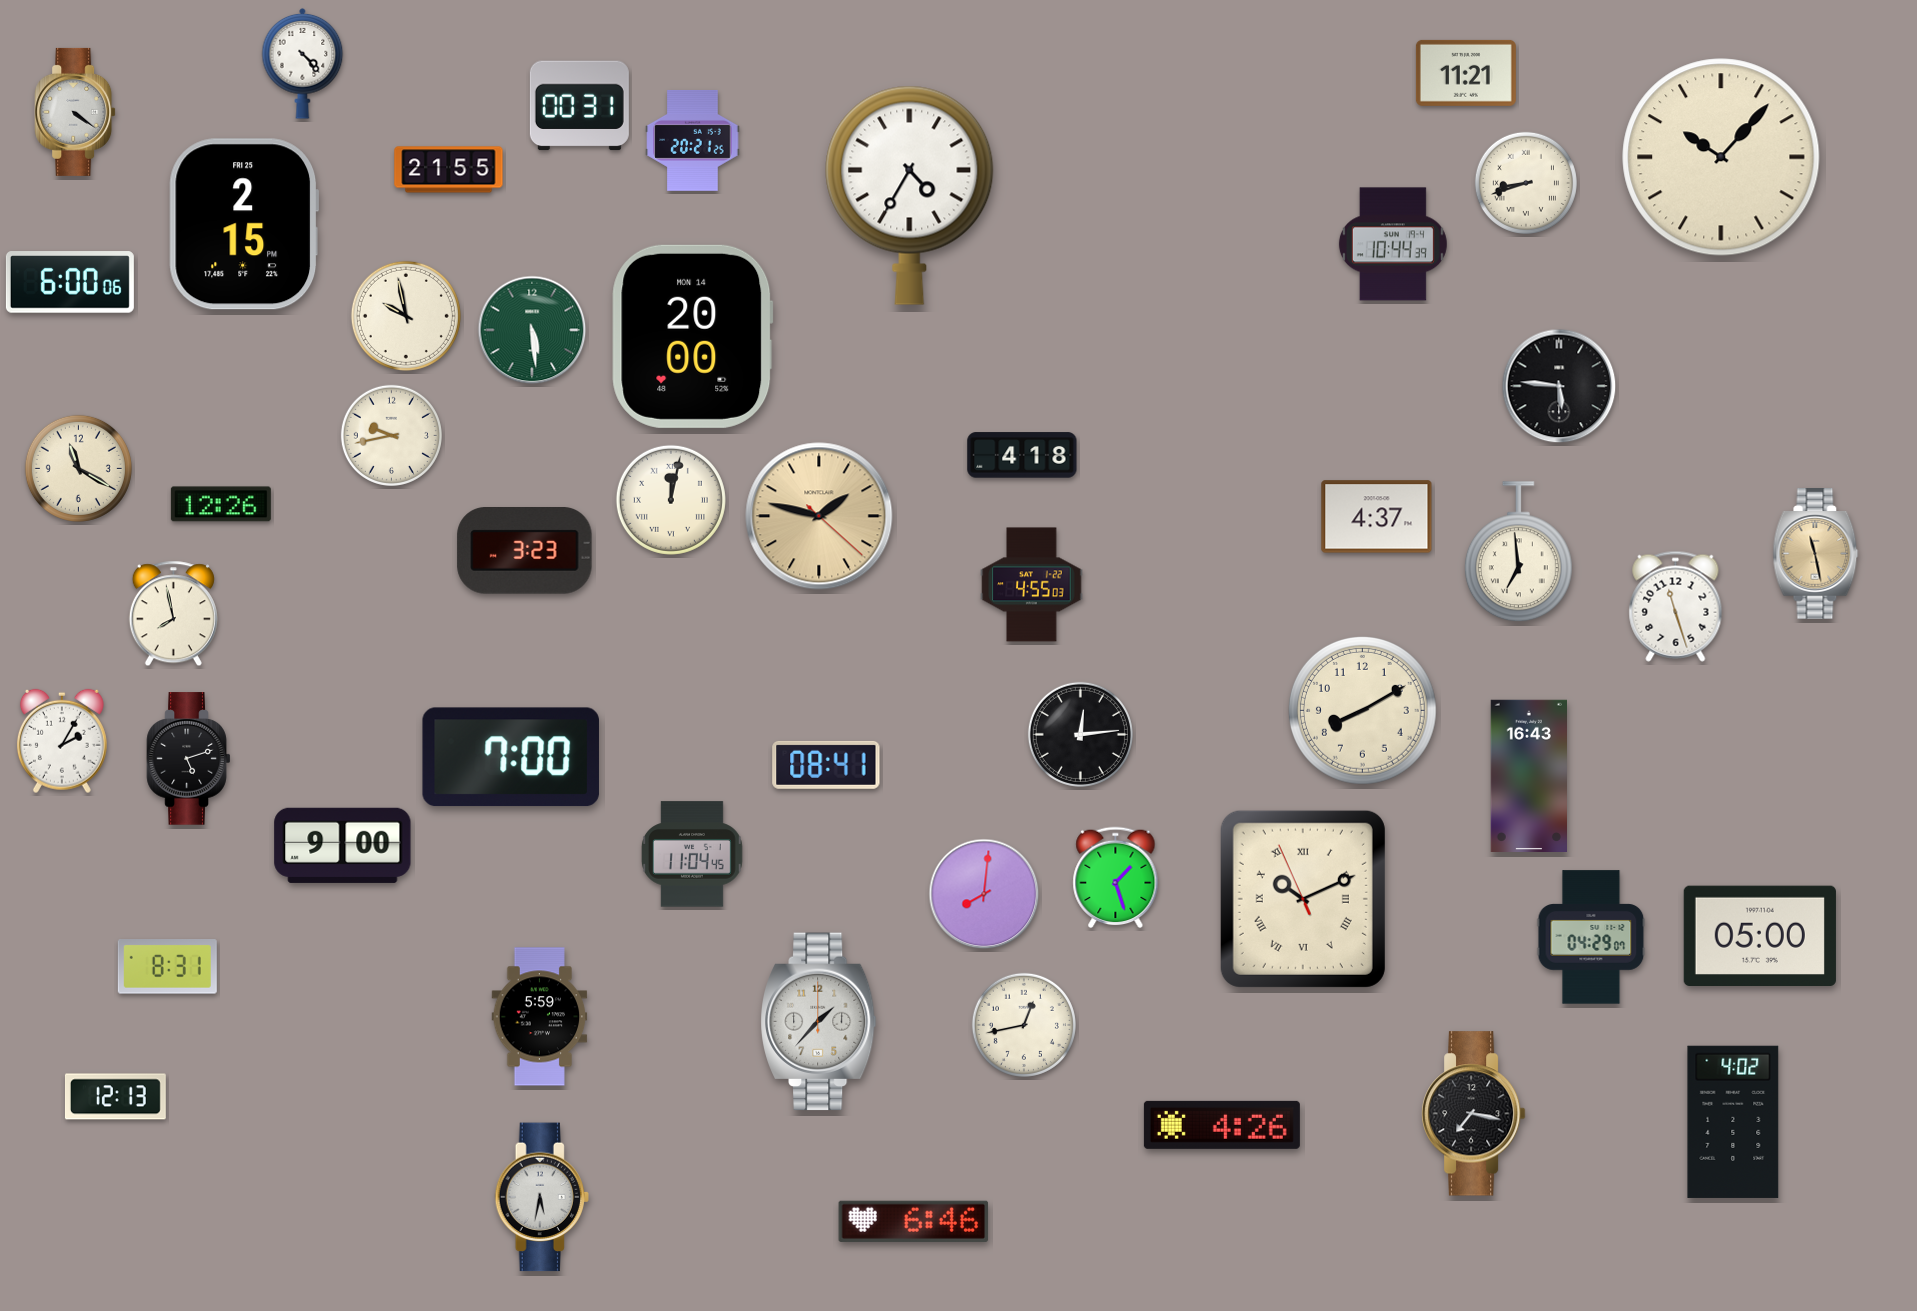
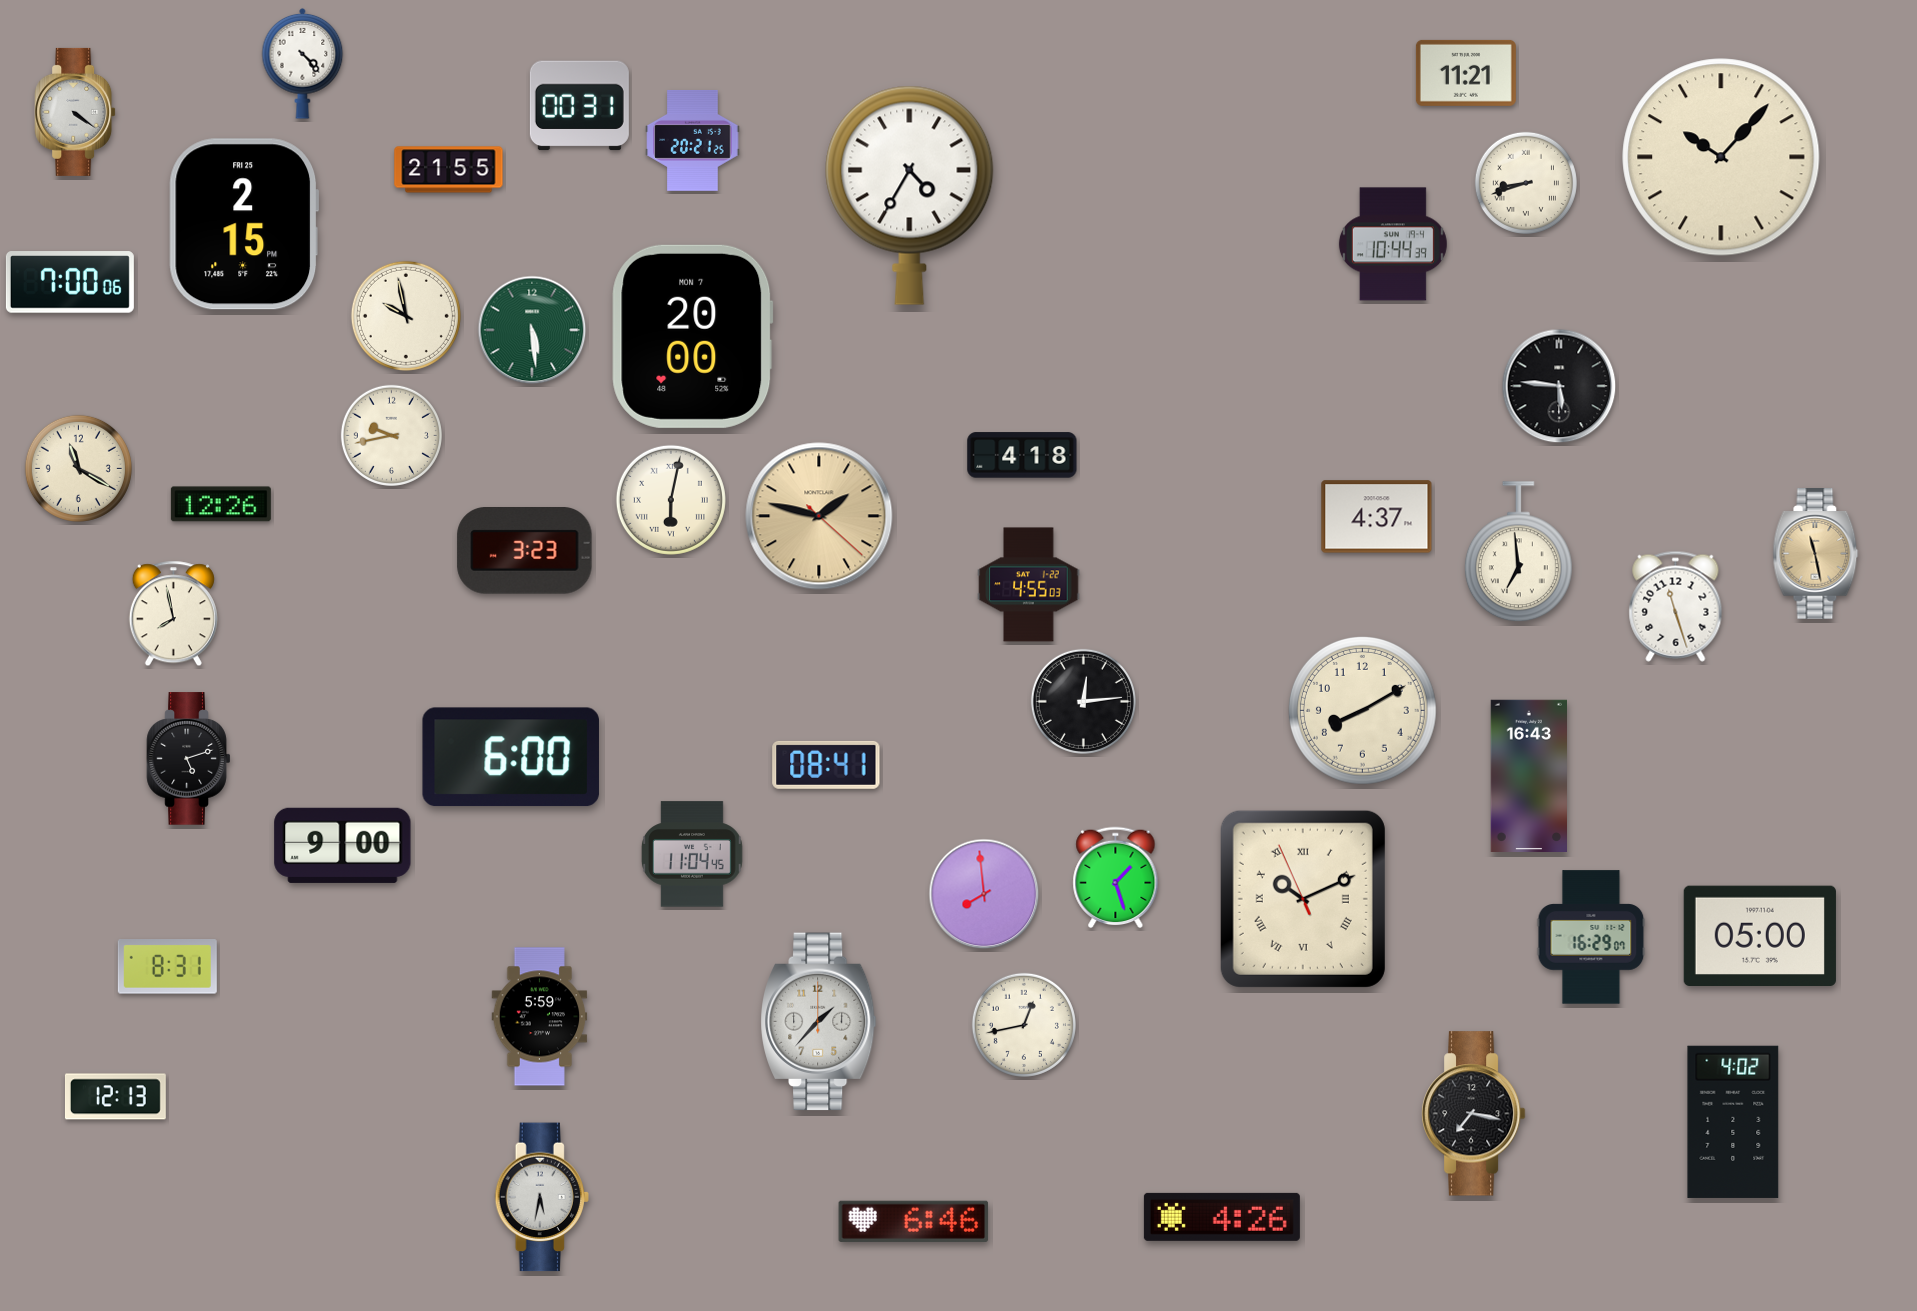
clock at (70, 282): 6:00 -> 7:00
clock at (693, 336) date: MON 14 -> MON 7
clock at (671, 500): 12:02 -> 6:02
clock at (1032, 585) position: (1032, 585) -> (1029, 585)
clock at (1080, 734) position: (1080, 734) -> (1083, 701)
clock at (62, 741): 2:05 -> none
clock at (511, 757): 7:00 -> 6:00
clock at (984, 894): 8:01 -> 7:59
clock at (1591, 937): 04:29 -> 16:29
clock at (1222, 1125) position: (1222, 1125) -> (1222, 1217)
